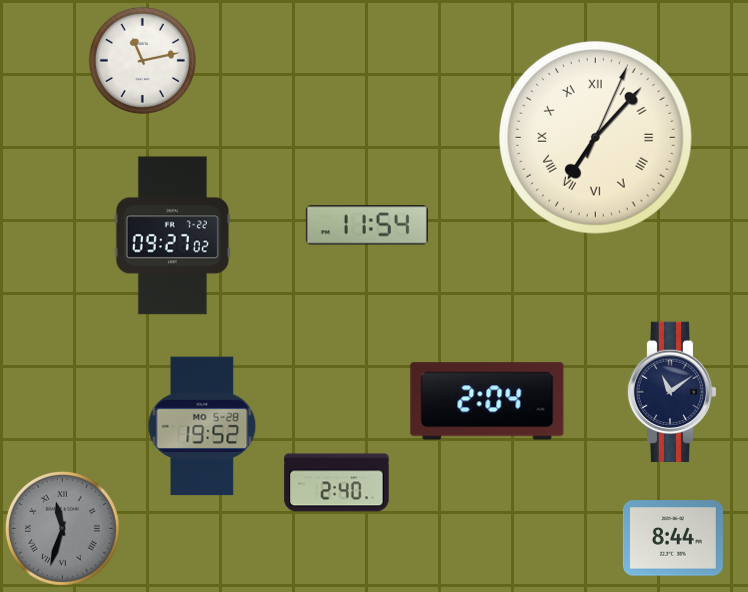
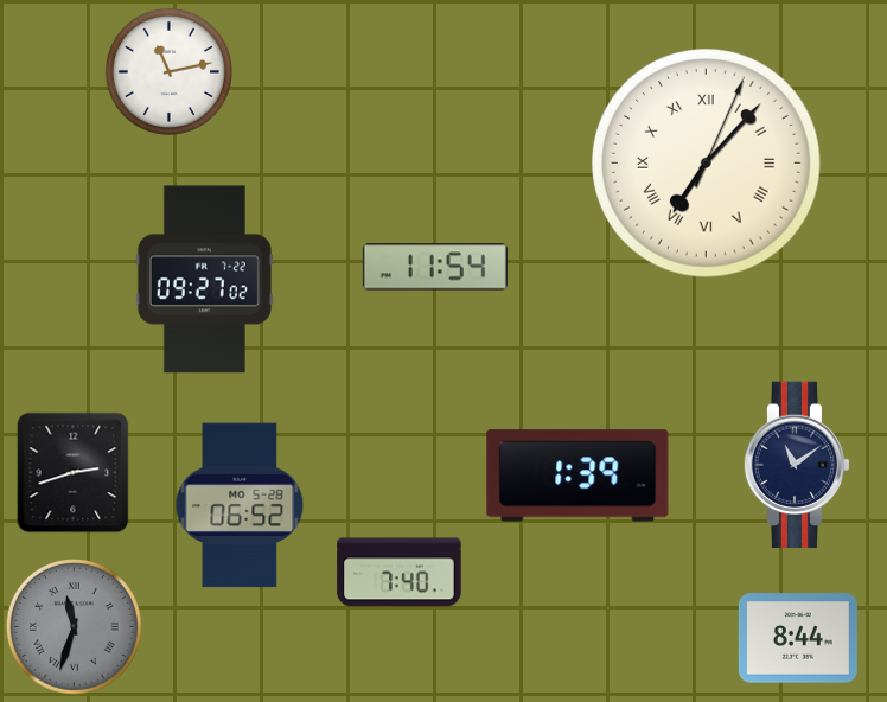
clock at (74, 473): none -> 2:42
clock at (487, 401): 2:04 -> 1:39
clock at (202, 426): 19:52 -> 06:52
clock at (337, 483): 2:40 -> 7:40
